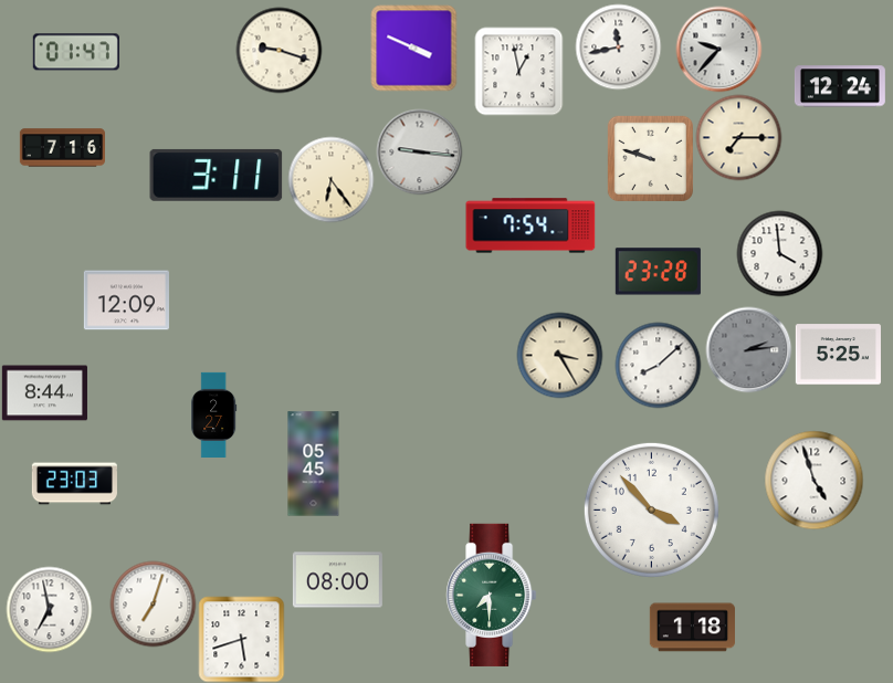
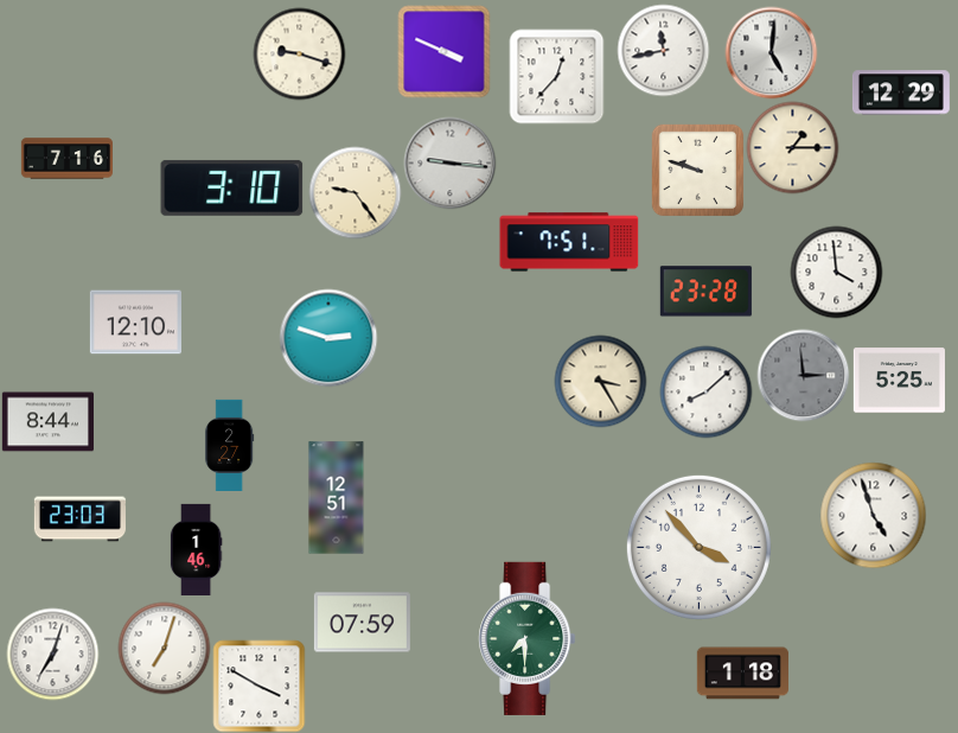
clock at (718, 49): 9:37 -> 5:01
clock at (76, 52): 01:47 -> none
clock at (518, 71): 12:58 -> 12:37
clock at (840, 86): 12:24 -> 12:29
clock at (738, 137): 7:15 -> 1:15
clock at (217, 175): 3:11 -> 3:10
clock at (330, 179): 6:24 -> 9:24
clock at (530, 225): 7:54 -> 7:51
clock at (126, 301): 12:09 -> 12:10
clock at (328, 338): none -> 2:48
clock at (748, 349): 2:14 -> 2:59
clock at (314, 464): 05:45 -> 12:51
clock at (196, 549): none -> 1:46
clock at (337, 580): 08:00 -> 07:59
clock at (49, 609): 6:58 -> 7:03
clock at (241, 639): 5:42 -> 3:50
